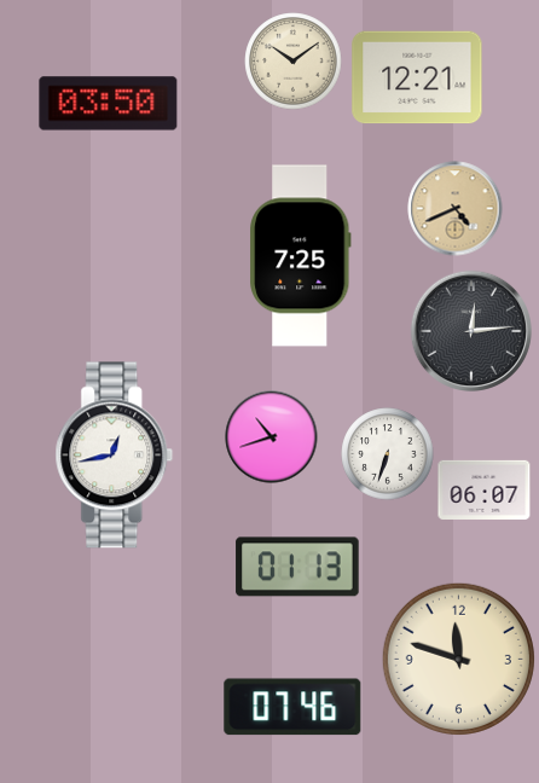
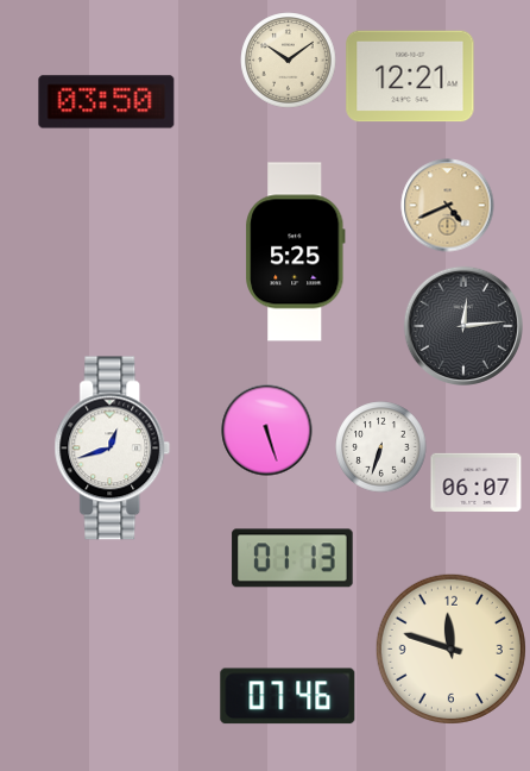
clock at (301, 256): 7:25 -> 5:25
clock at (272, 437): 10:42 -> 5:27
clock at (115, 456): 12:43 -> 12:42
